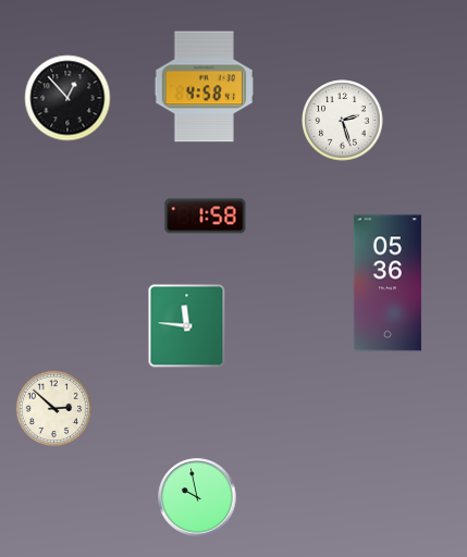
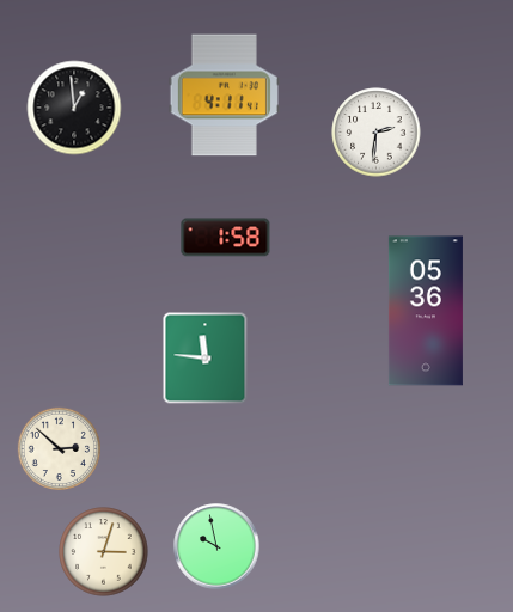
clock at (204, 87): 4:58 -> 4:11
clock at (67, 98): 12:53 -> 12:59
clock at (343, 121): 2:27 -> 2:31
clock at (104, 552): none -> 3:03
